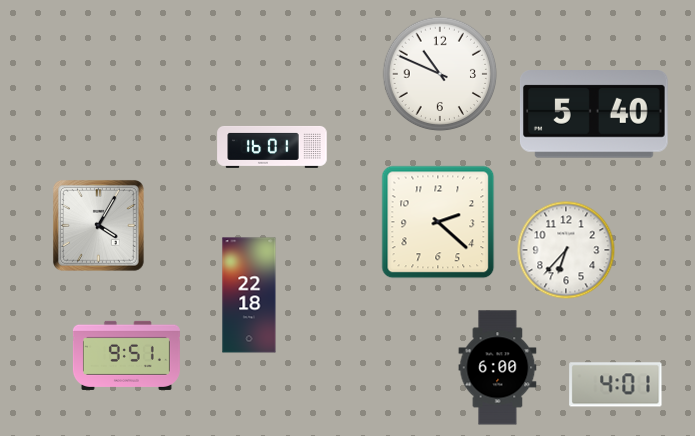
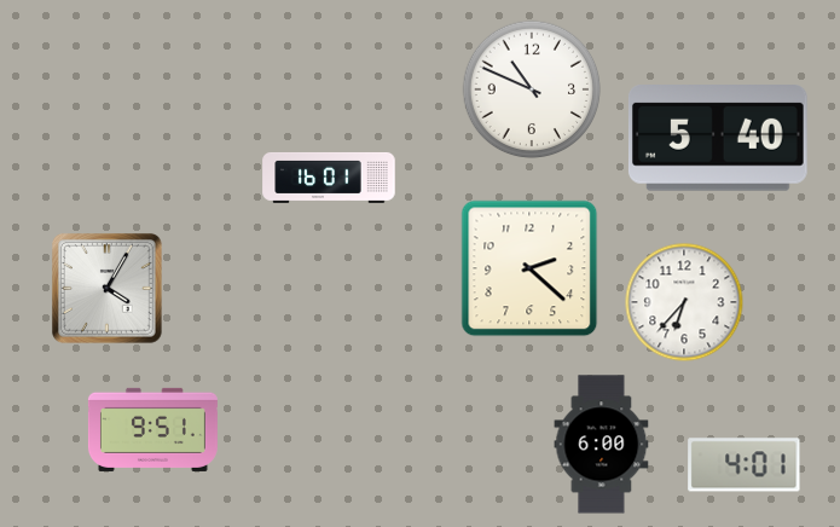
clock at (98, 225) position: (98, 225) -> (106, 288)
clock at (249, 295): 22:18 -> none
